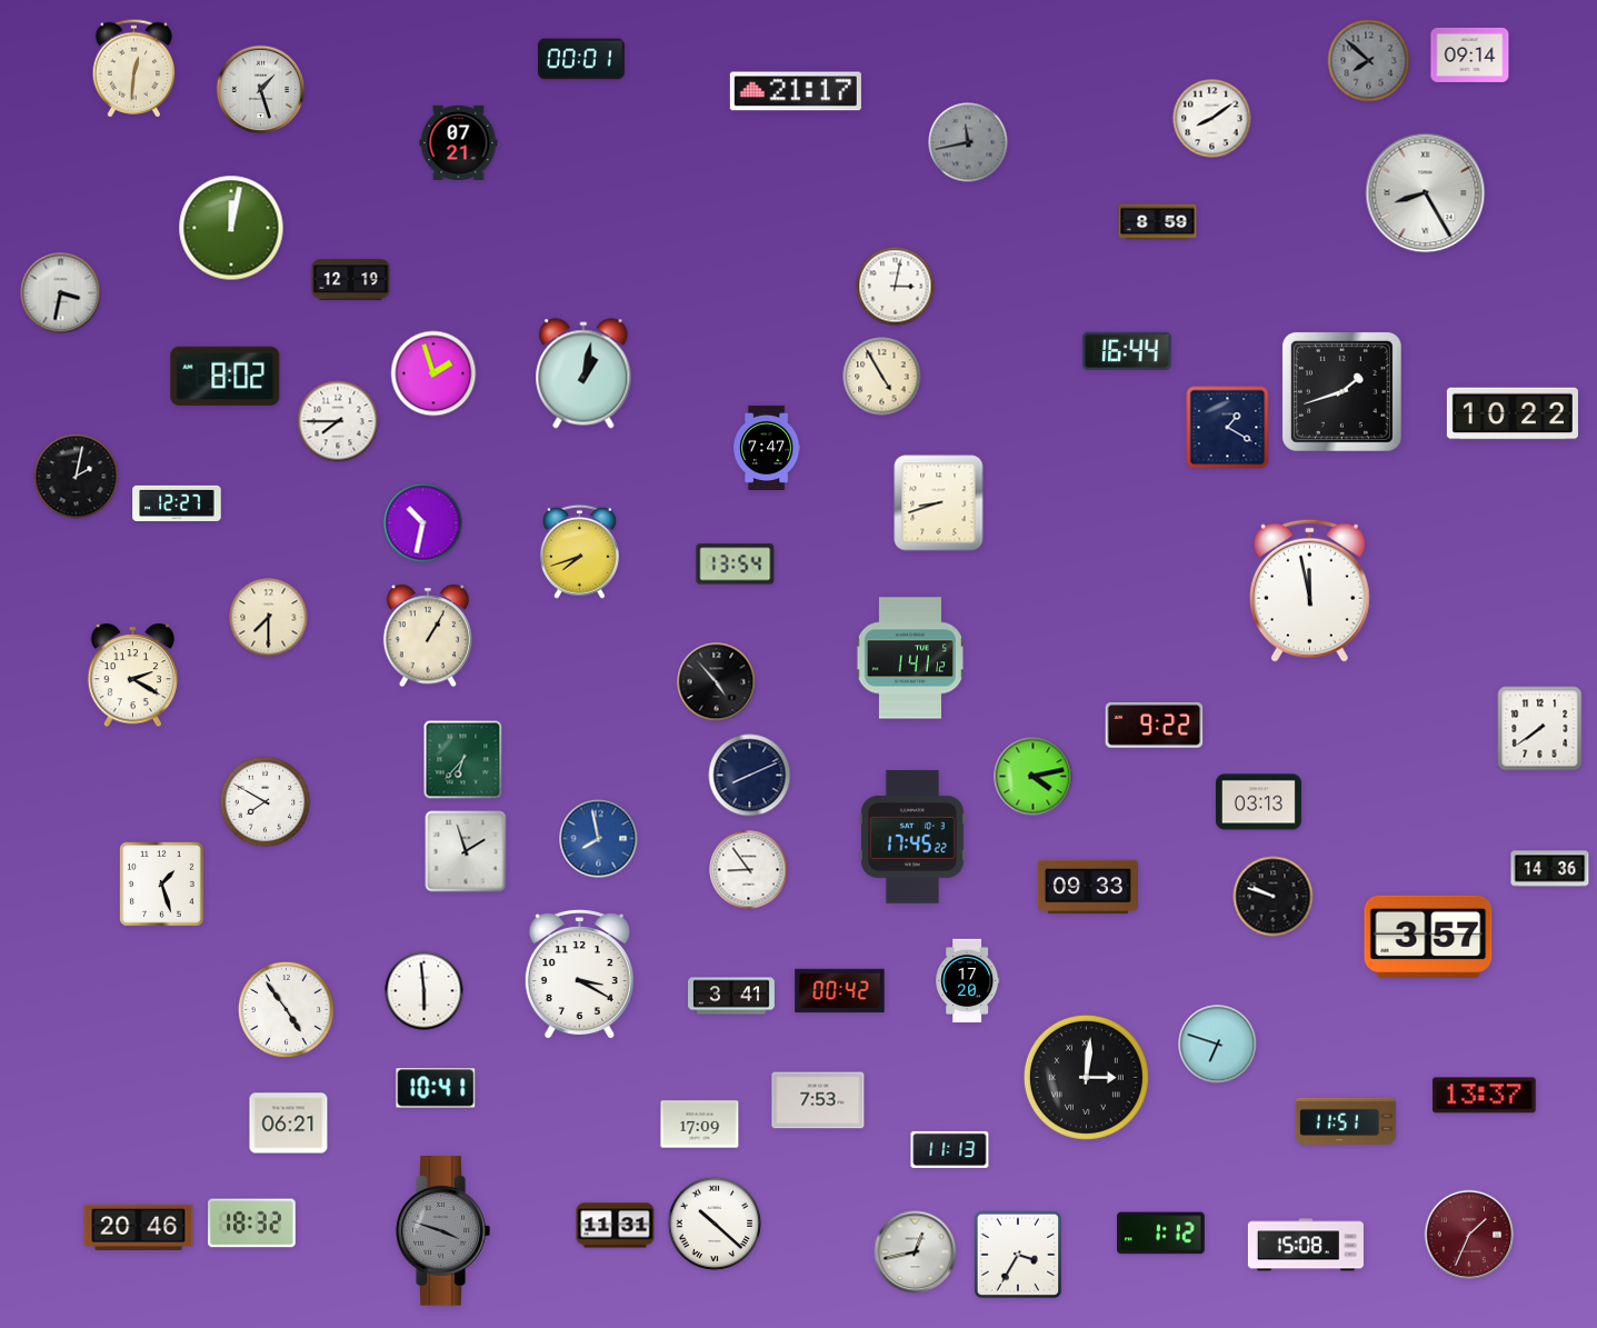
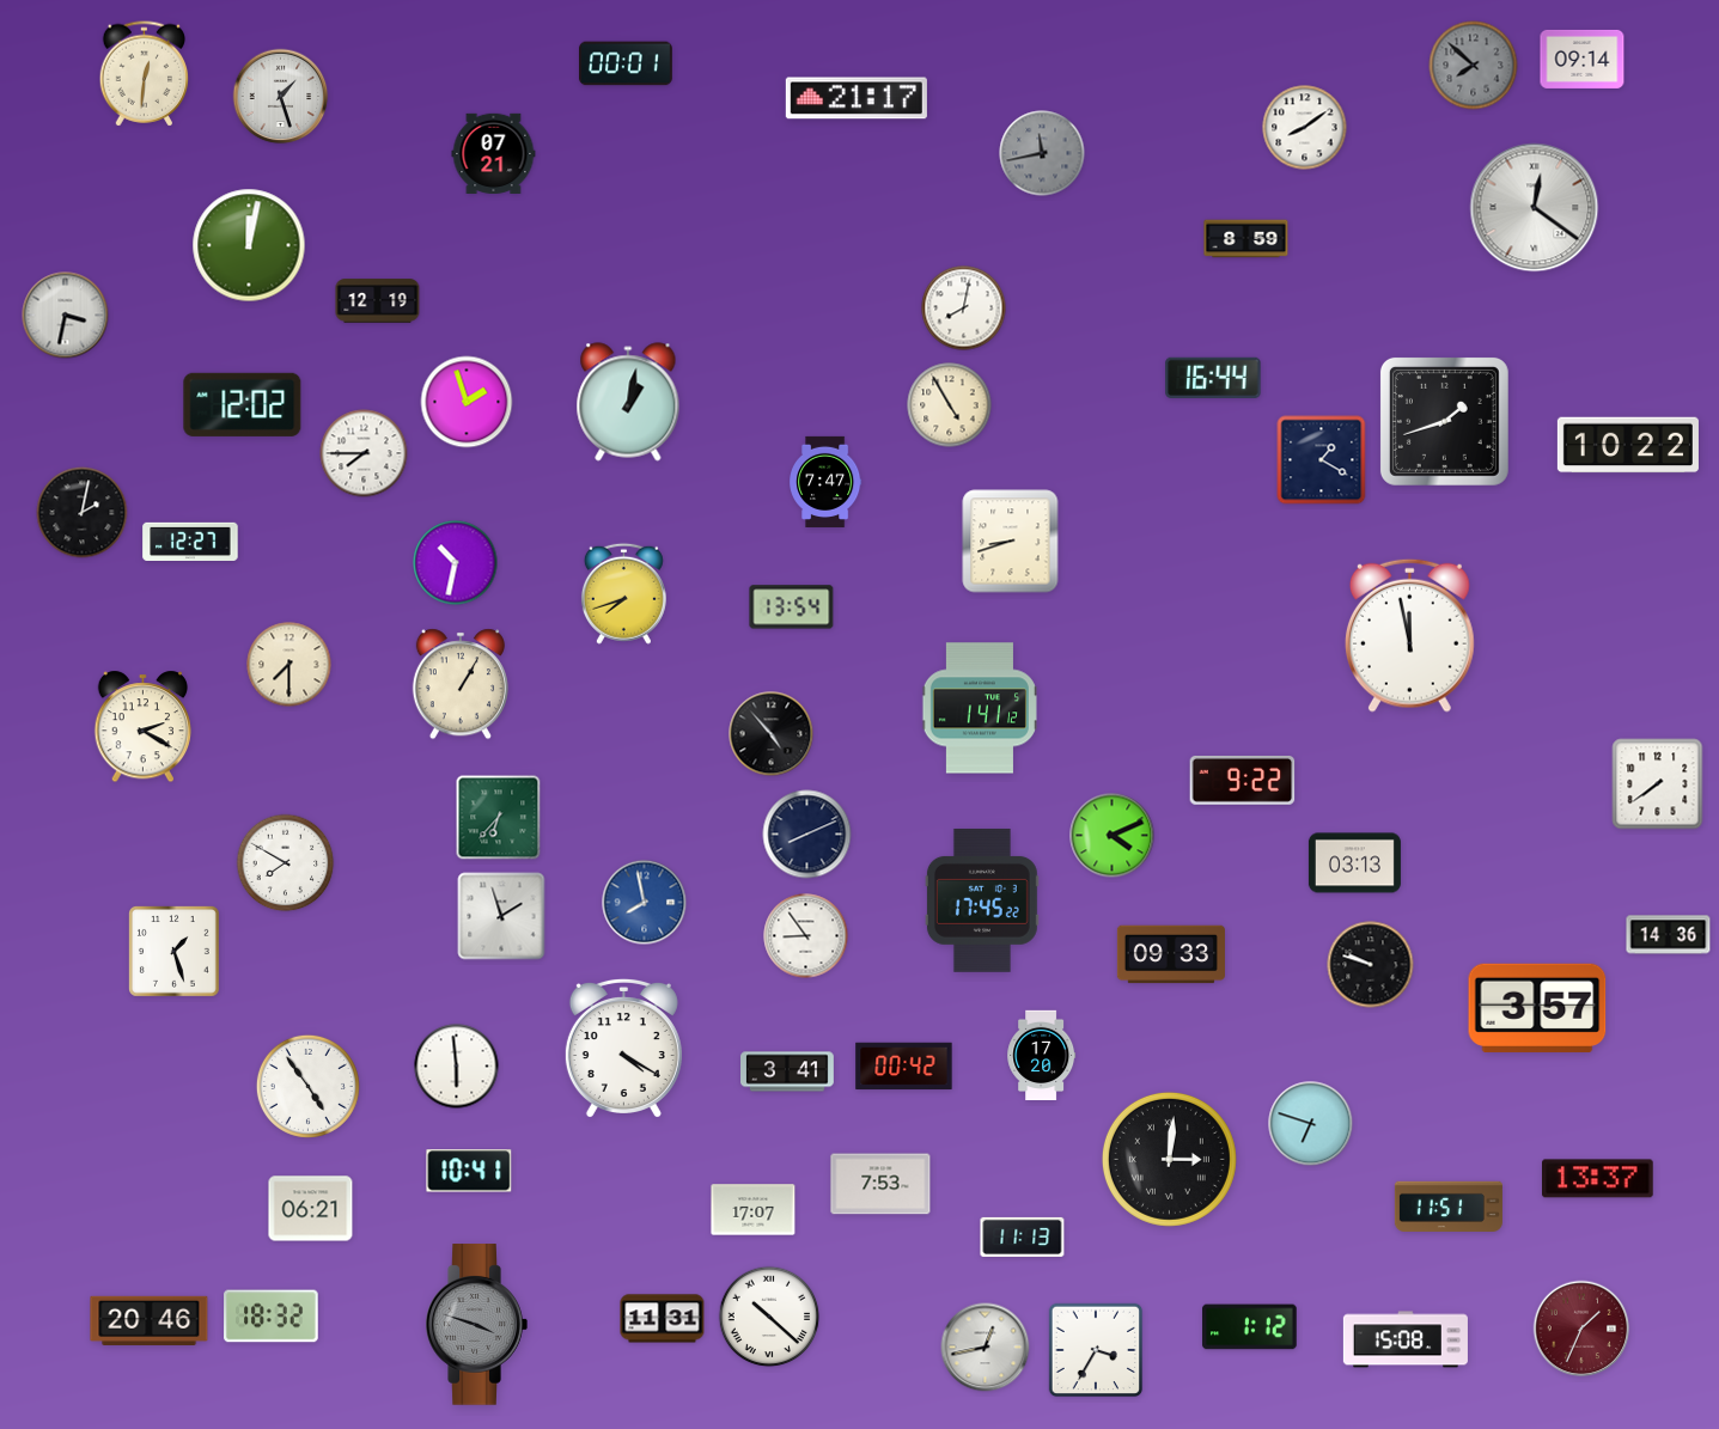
clock at (1426, 193): 8:25 -> 12:21
clock at (896, 287): 3:02 -> 8:02
clock at (226, 376): 8:02 -> 12:02
clock at (1034, 777): 4:13 -> 4:11
clock at (579, 973): 3:20 -> 4:20
clock at (700, 1125): 17:09 -> 17:07
